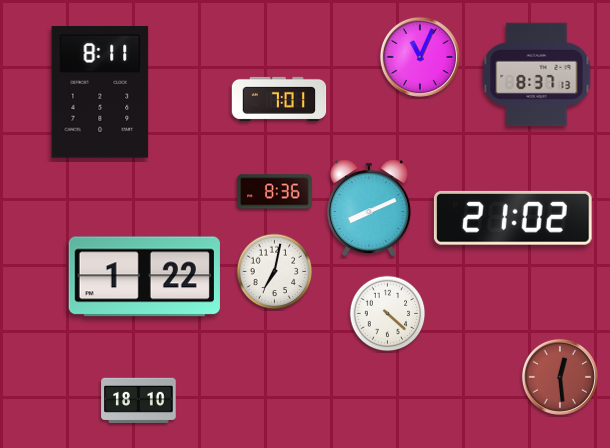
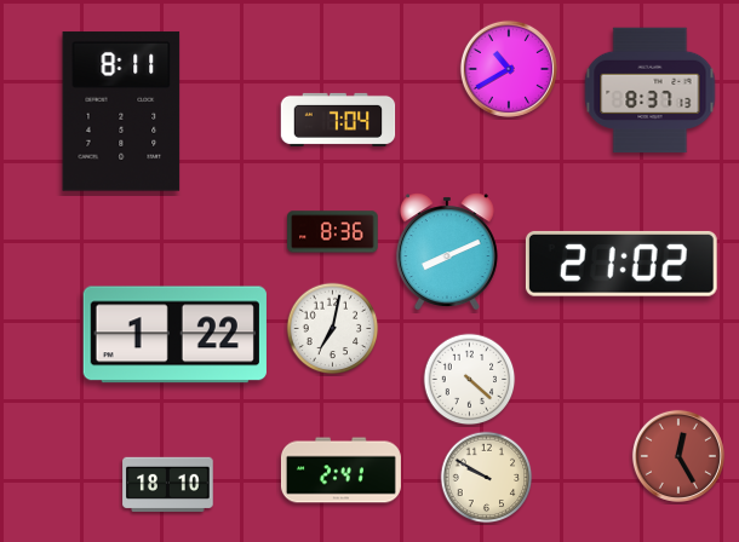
clock at (420, 57): 11:04 -> 10:40
clock at (279, 99): 7:01 -> 7:04
clock at (560, 377): 12:29 -> 12:25
clock at (340, 471): none -> 2:41
clock at (487, 478): none -> 9:50
